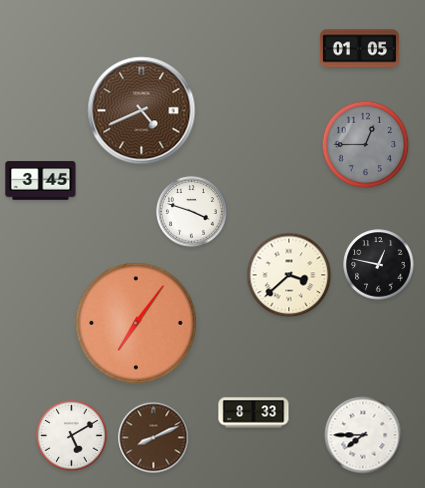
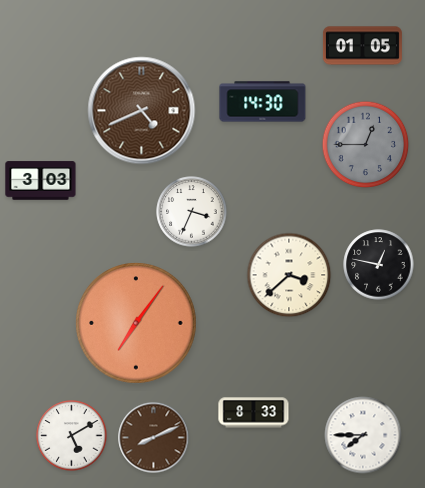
clock at (359, 49) position: (359, 49) -> (362, 46)
clock at (263, 102): none -> 14:30
clock at (41, 181): 3:45 -> 3:03
clock at (192, 212): 3:48 -> 3:34
